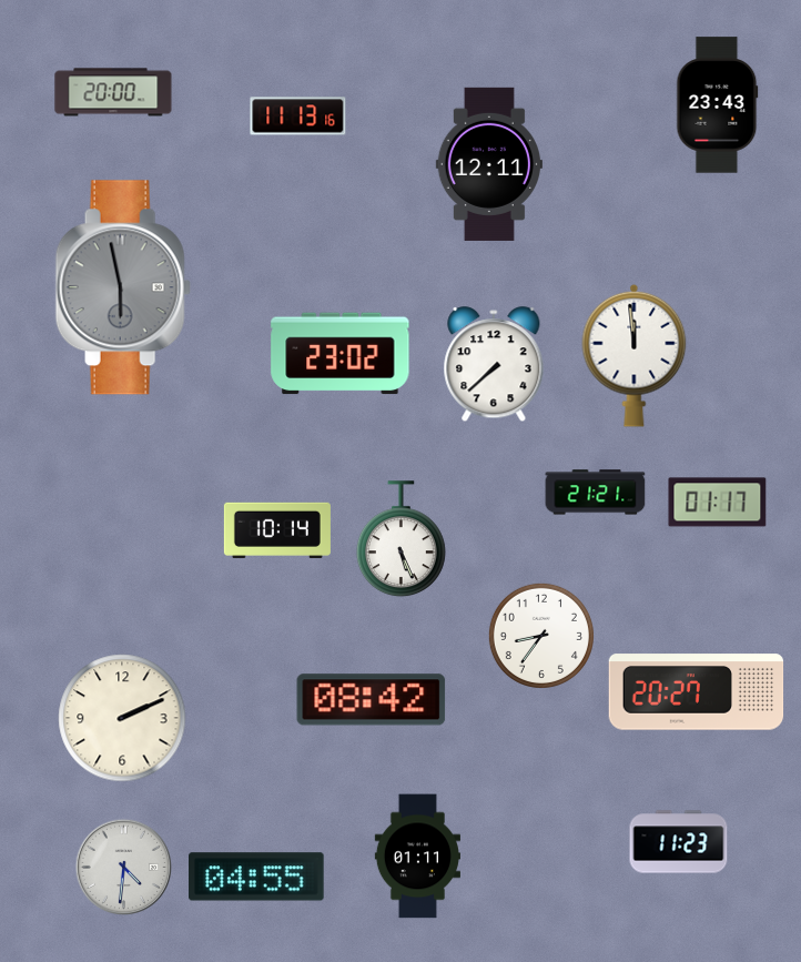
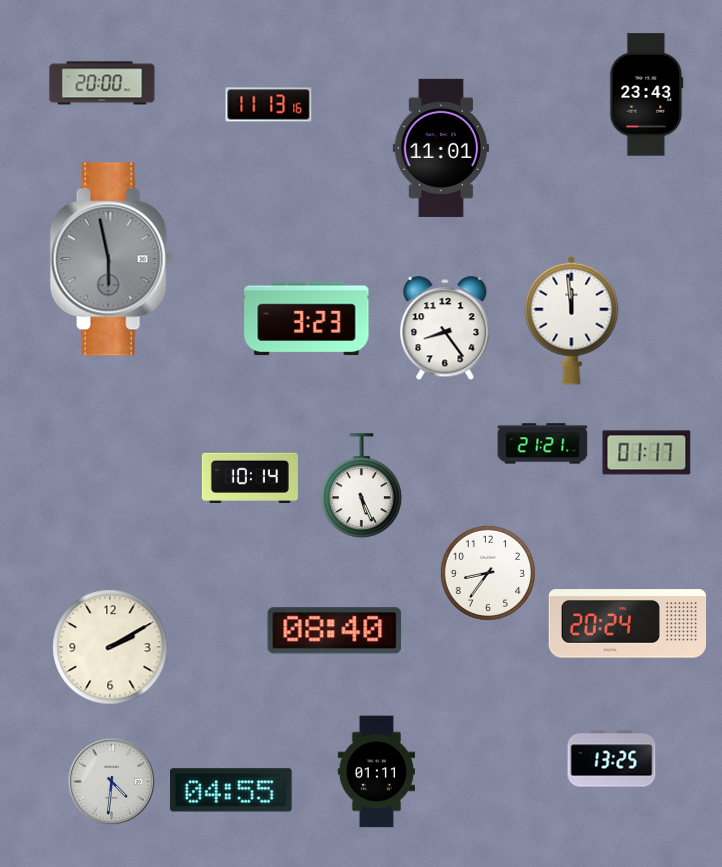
clock at (489, 164): 12:11 -> 11:01
clock at (341, 354): 23:02 -> 3:23
clock at (494, 365): 7:38 -> 8:24
clock at (596, 493) position: (596, 493) -> (543, 444)
clock at (697, 692): 20:27 -> 20:24
clock at (372, 700): 08:42 -> 08:40
clock at (122, 718): 2:11 -> 2:10
clock at (679, 842): 11:23 -> 13:25
